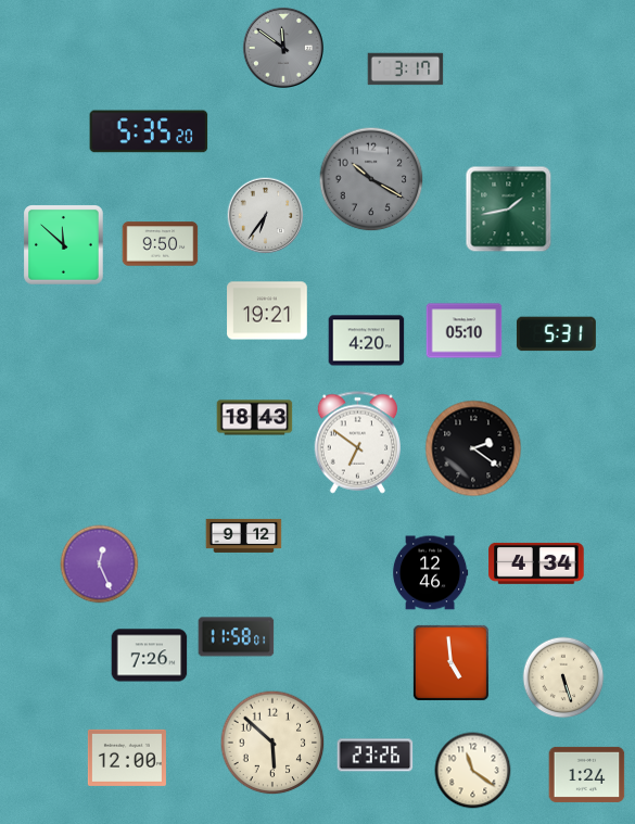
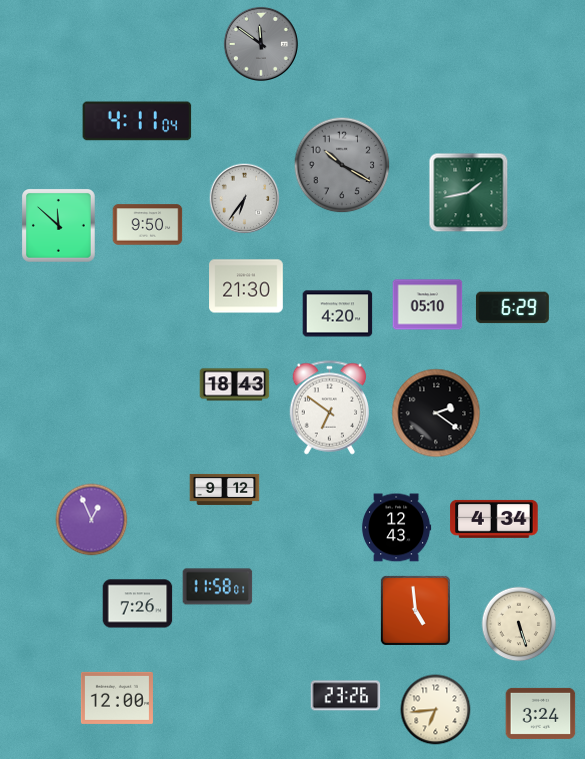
clock at (406, 69): 3:17 -> none
clock at (149, 131): 5:35 -> 4:11
clock at (267, 310): 19:21 -> 21:30
clock at (556, 334): 5:31 -> 6:29
clock at (244, 535) position: (244, 535) -> (225, 489)
clock at (100, 565): 12:26 -> 12:56
clock at (430, 573): 12:46 -> 12:43
clock at (272, 743): 5:52 -> none
clock at (473, 771): 11:21 -> 6:44
clock at (587, 774): 1:24 -> 3:24
